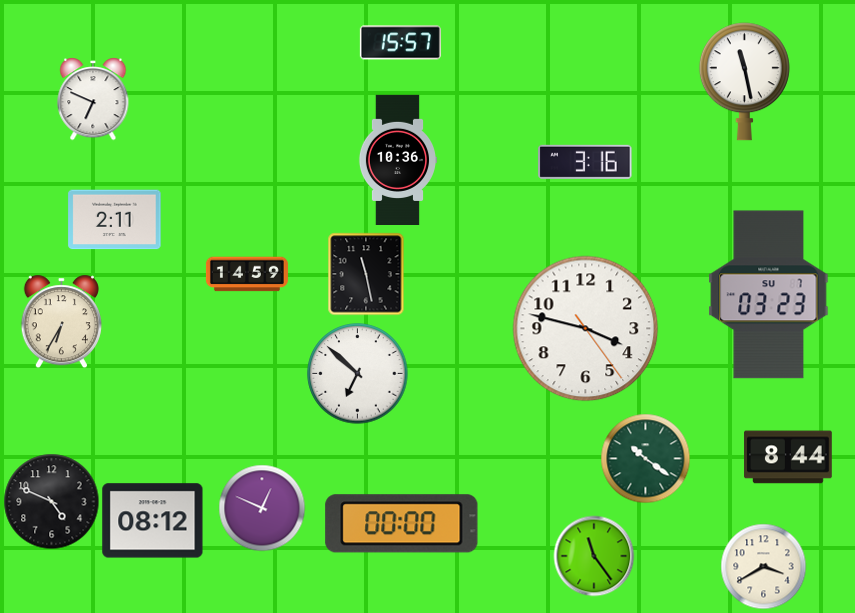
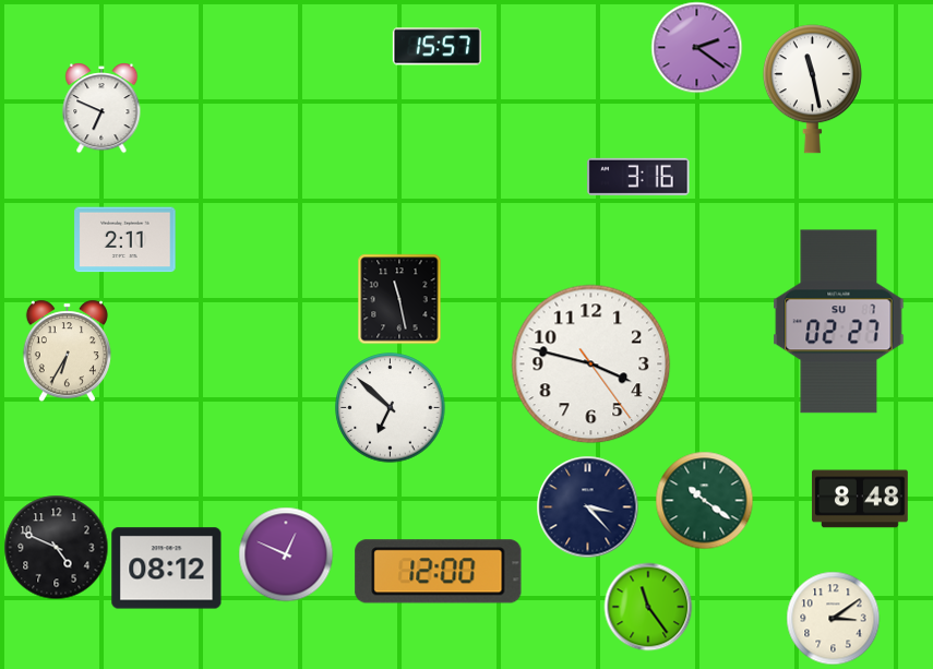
clock at (696, 47): none -> 2:21
clock at (397, 159): 10:36 -> none
clock at (247, 274): 14:59 -> none
clock at (769, 295): 03:23 -> 02:27
clock at (586, 329) position: (586, 329) -> (591, 365)
clock at (788, 457): 8:44 -> 8:48
clock at (587, 506): none -> 3:23
clock at (402, 524): 00:00 -> 12:00
clock at (763, 566): 3:40 -> 3:09
